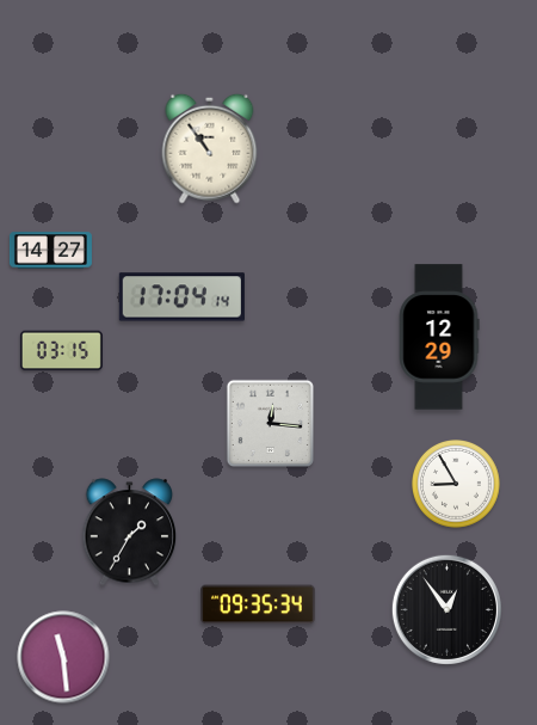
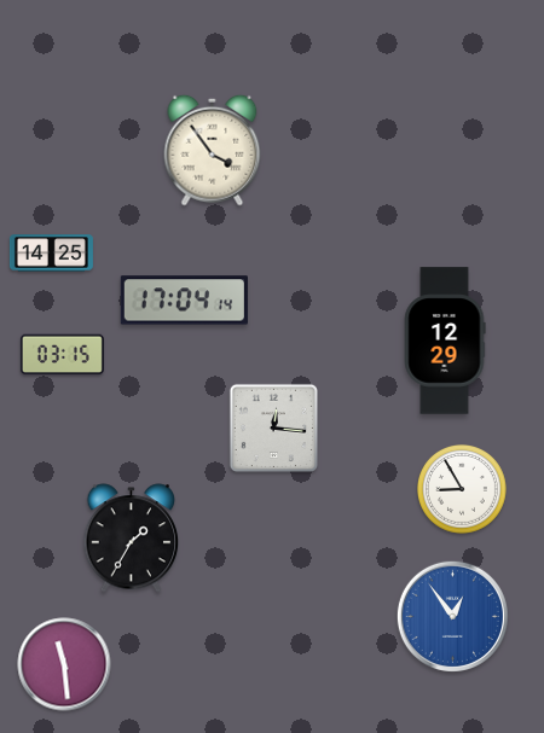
clock at (210, 148): 10:54 -> 3:54
clock at (50, 251): 14:27 -> 14:25
clock at (258, 604): 09:35 -> none
clock at (446, 609) dial: black -> blue
